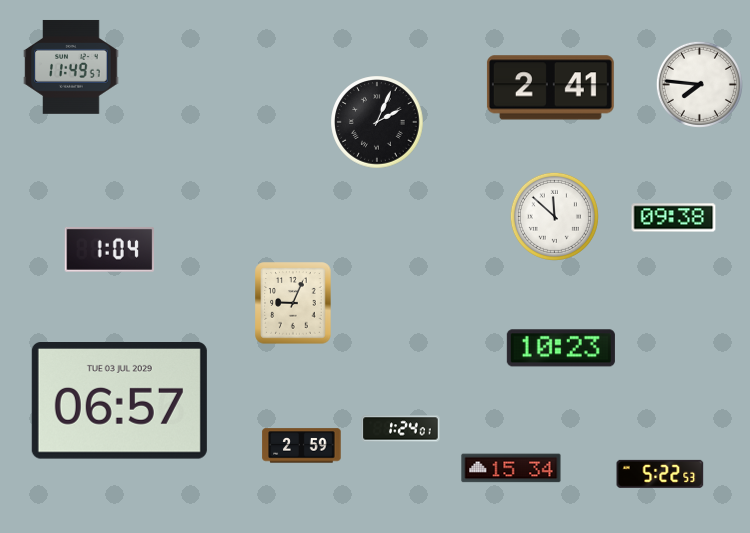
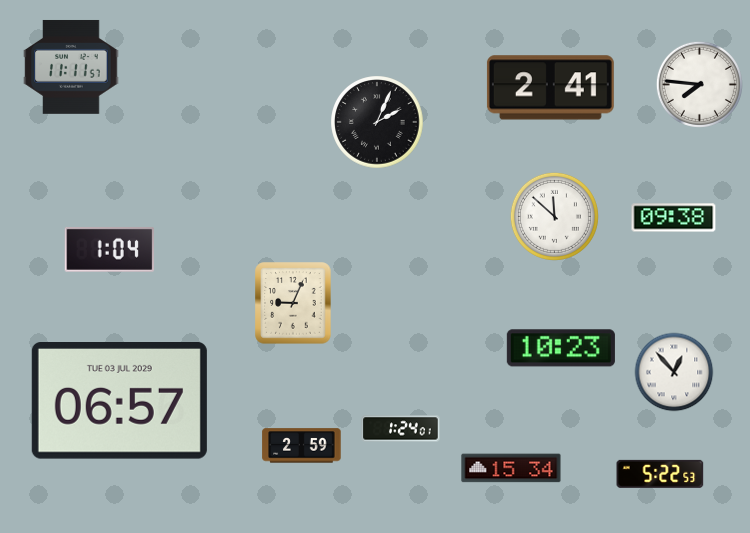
clock at (71, 67): 11:49 -> 11:11
clock at (674, 372): none -> 12:53
